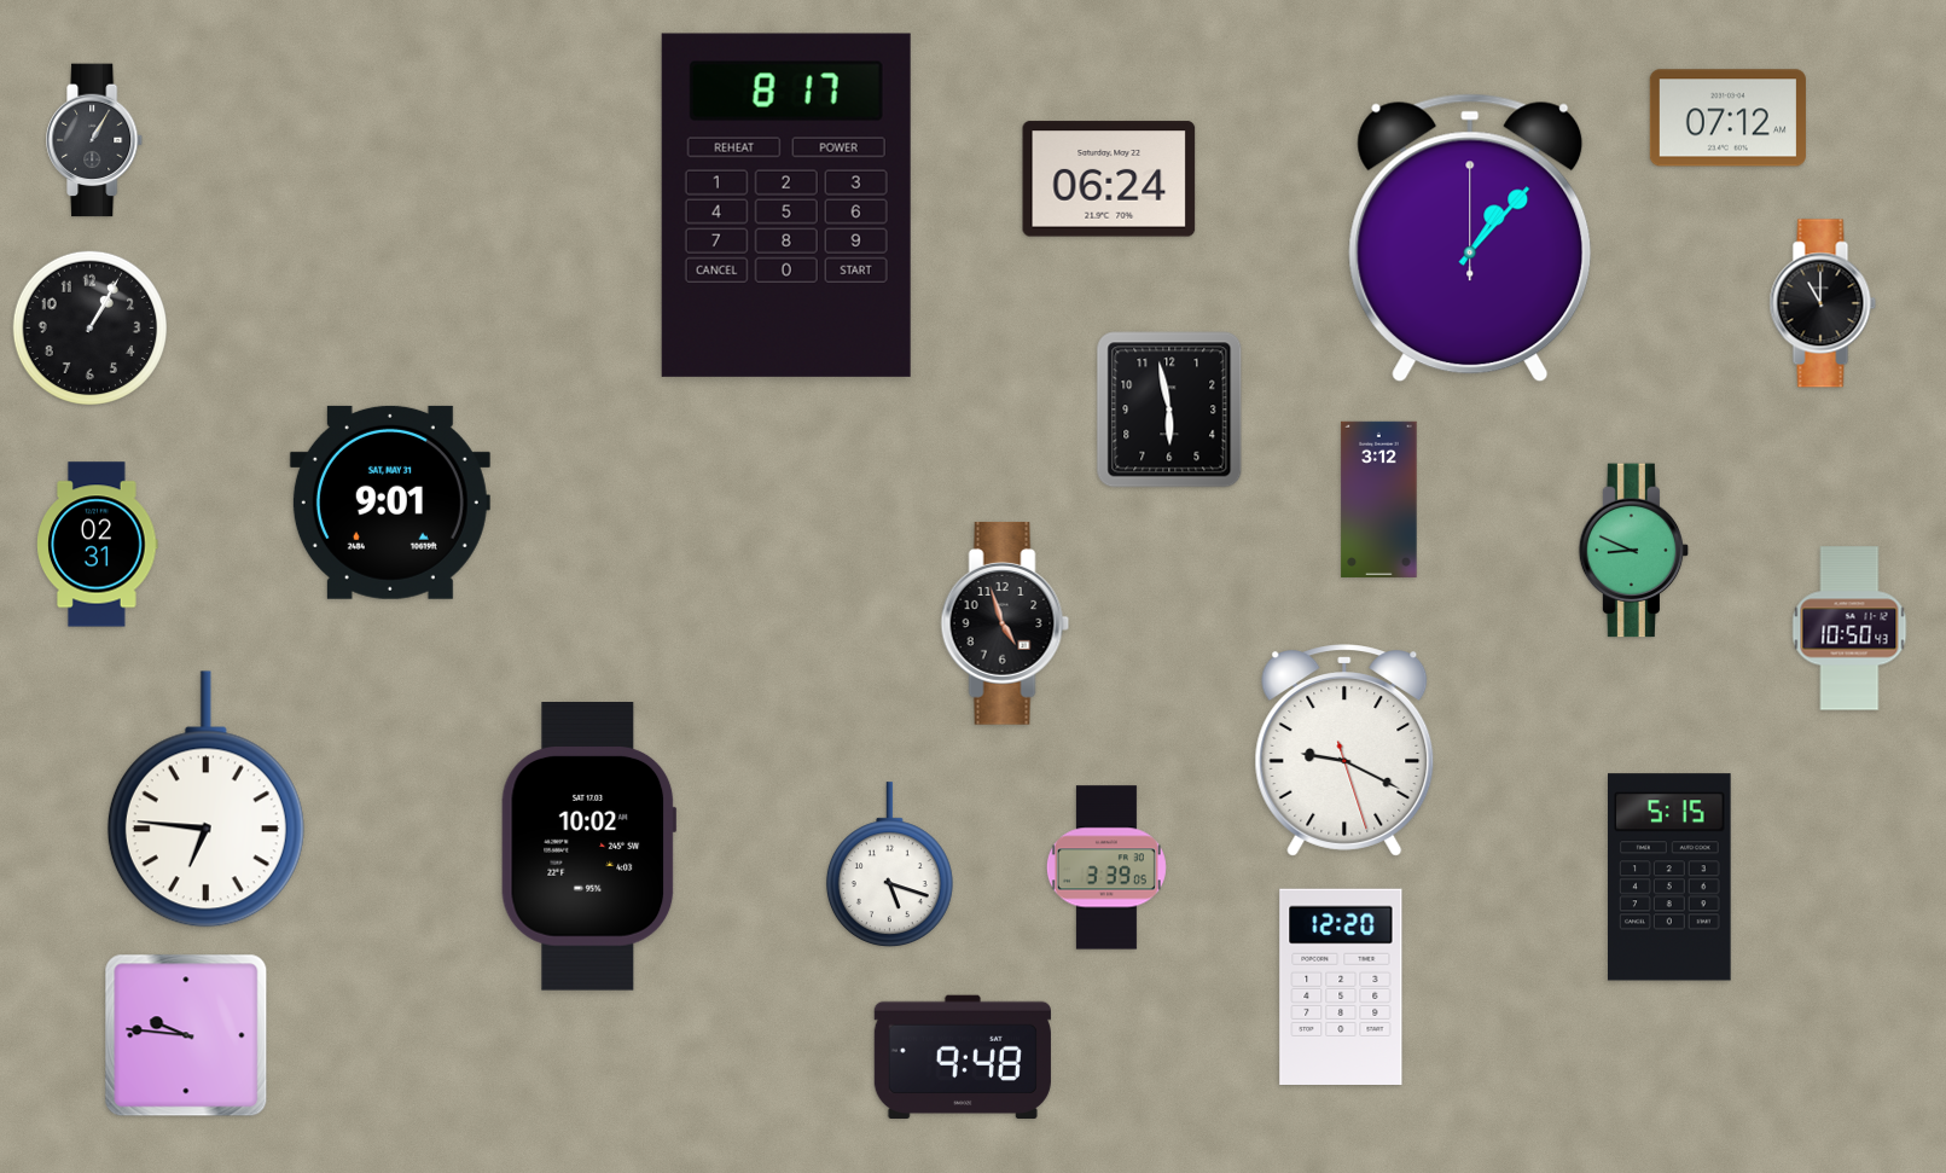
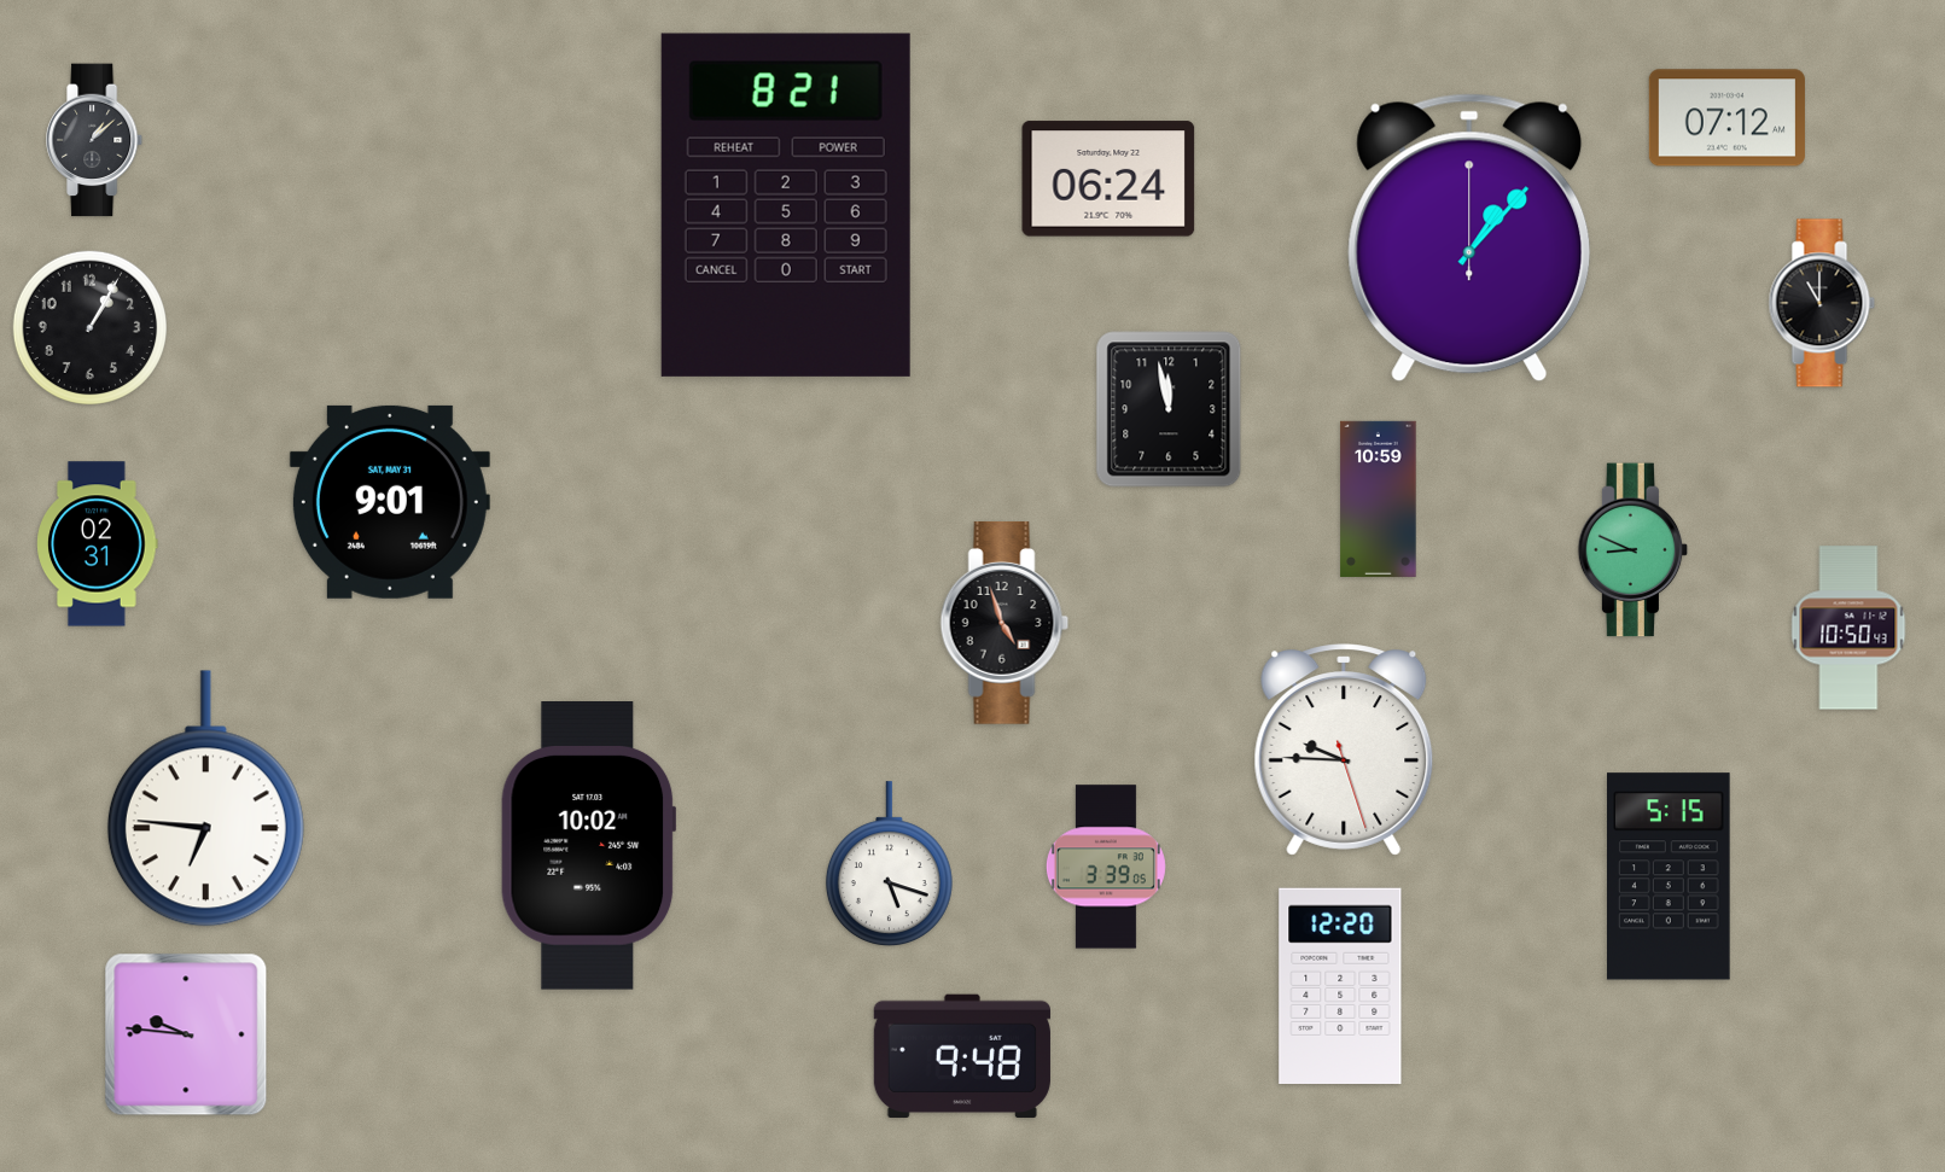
clock at (95, 140): 1:05 -> 1:08
clock at (786, 205): 8:17 -> 8:21
clock at (1169, 410): 5:58 -> 11:58
clock at (1379, 499): 3:12 -> 10:59
clock at (1344, 750): 9:19 -> 9:45
